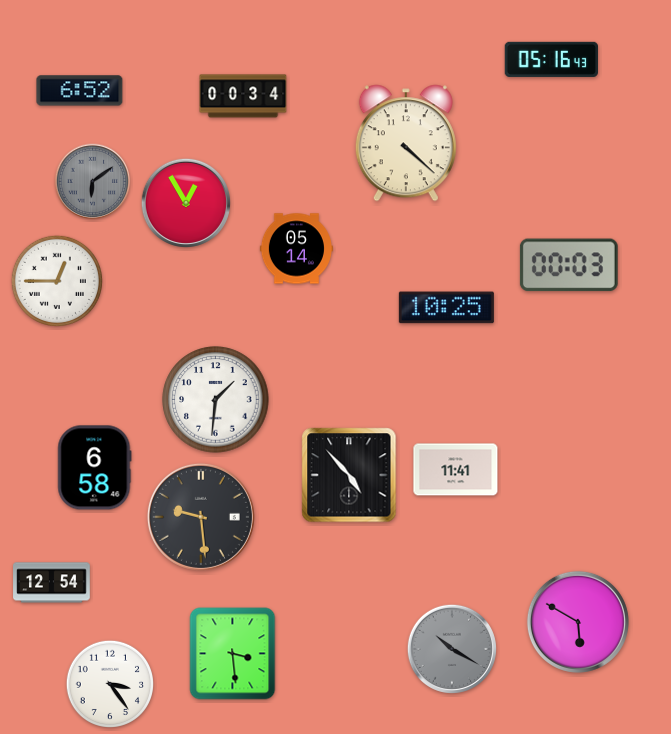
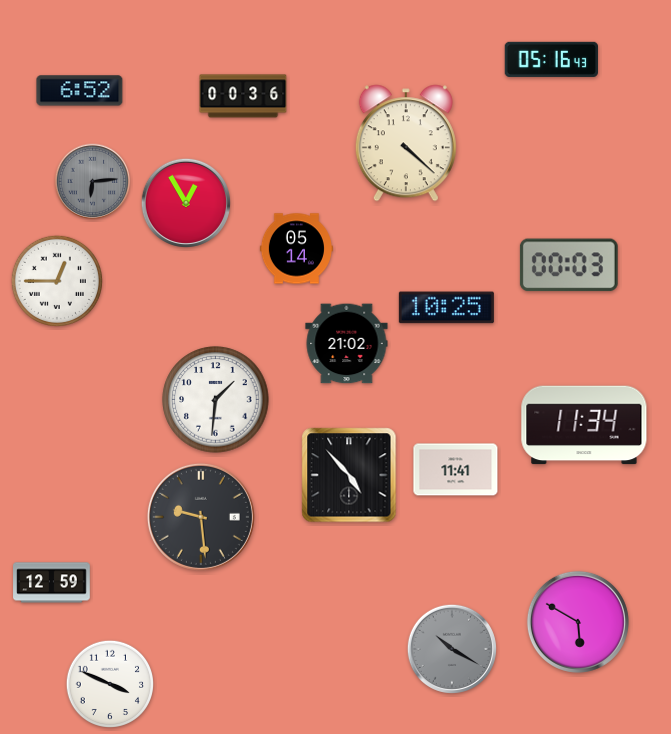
clock at (243, 96): 00:34 -> 00:36
clock at (93, 182): 6:09 -> 6:14
clock at (347, 344): none -> 21:02
clock at (584, 425): none -> 11:34
clock at (95, 468): 6:58 -> none
clock at (52, 583): 12:54 -> 12:59
clock at (233, 654): 3:29 -> none
clock at (110, 684): 3:24 -> 3:49
